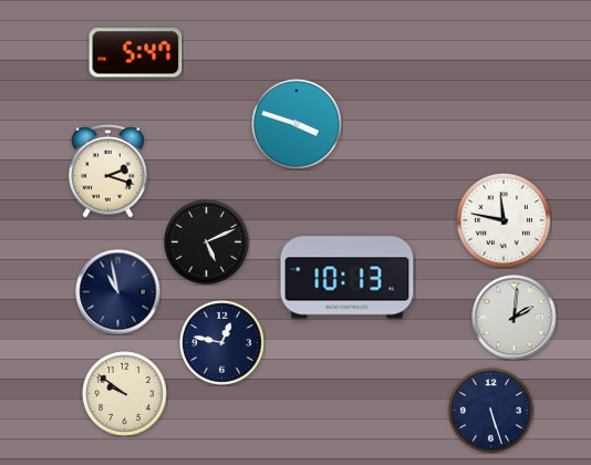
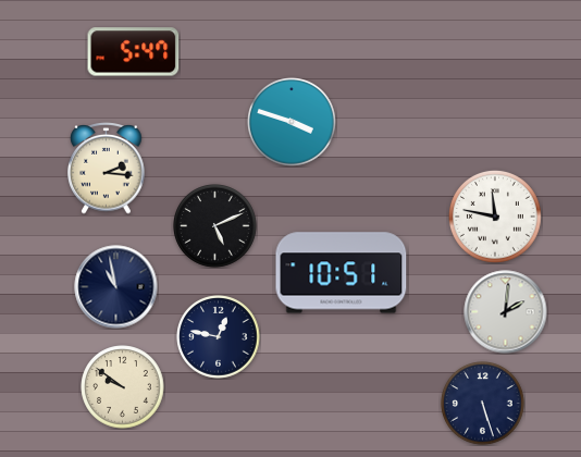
clock at (108, 172): 2:18 -> 2:16
clock at (207, 242) position: (207, 242) -> (215, 226)
clock at (348, 278): 10:13 -> 10:51
